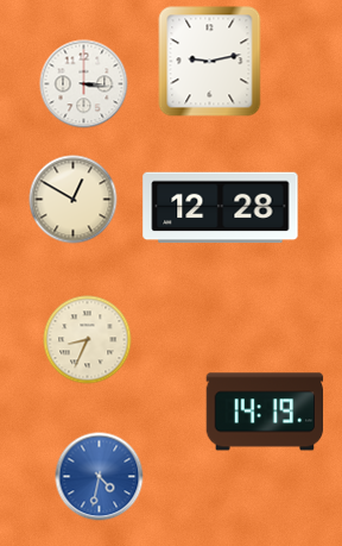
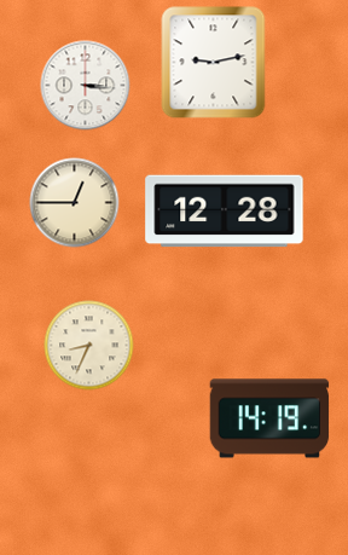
clock at (74, 200): 12:50 -> 12:45
clock at (100, 477): 4:32 -> none
